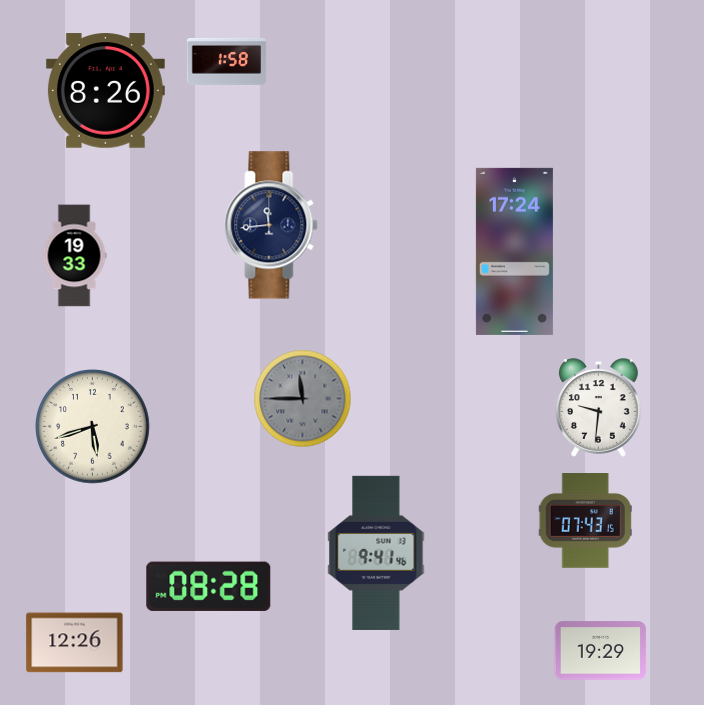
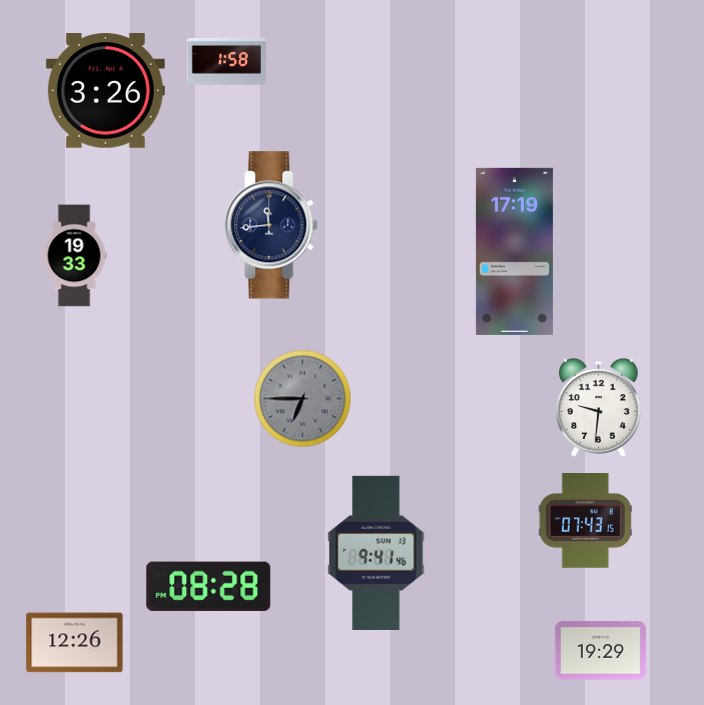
clock at (105, 91): 8:26 -> 3:26
clock at (514, 251): 17:24 -> 17:19
clock at (303, 399): 11:45 -> 6:45
clock at (93, 427): 5:42 -> none
